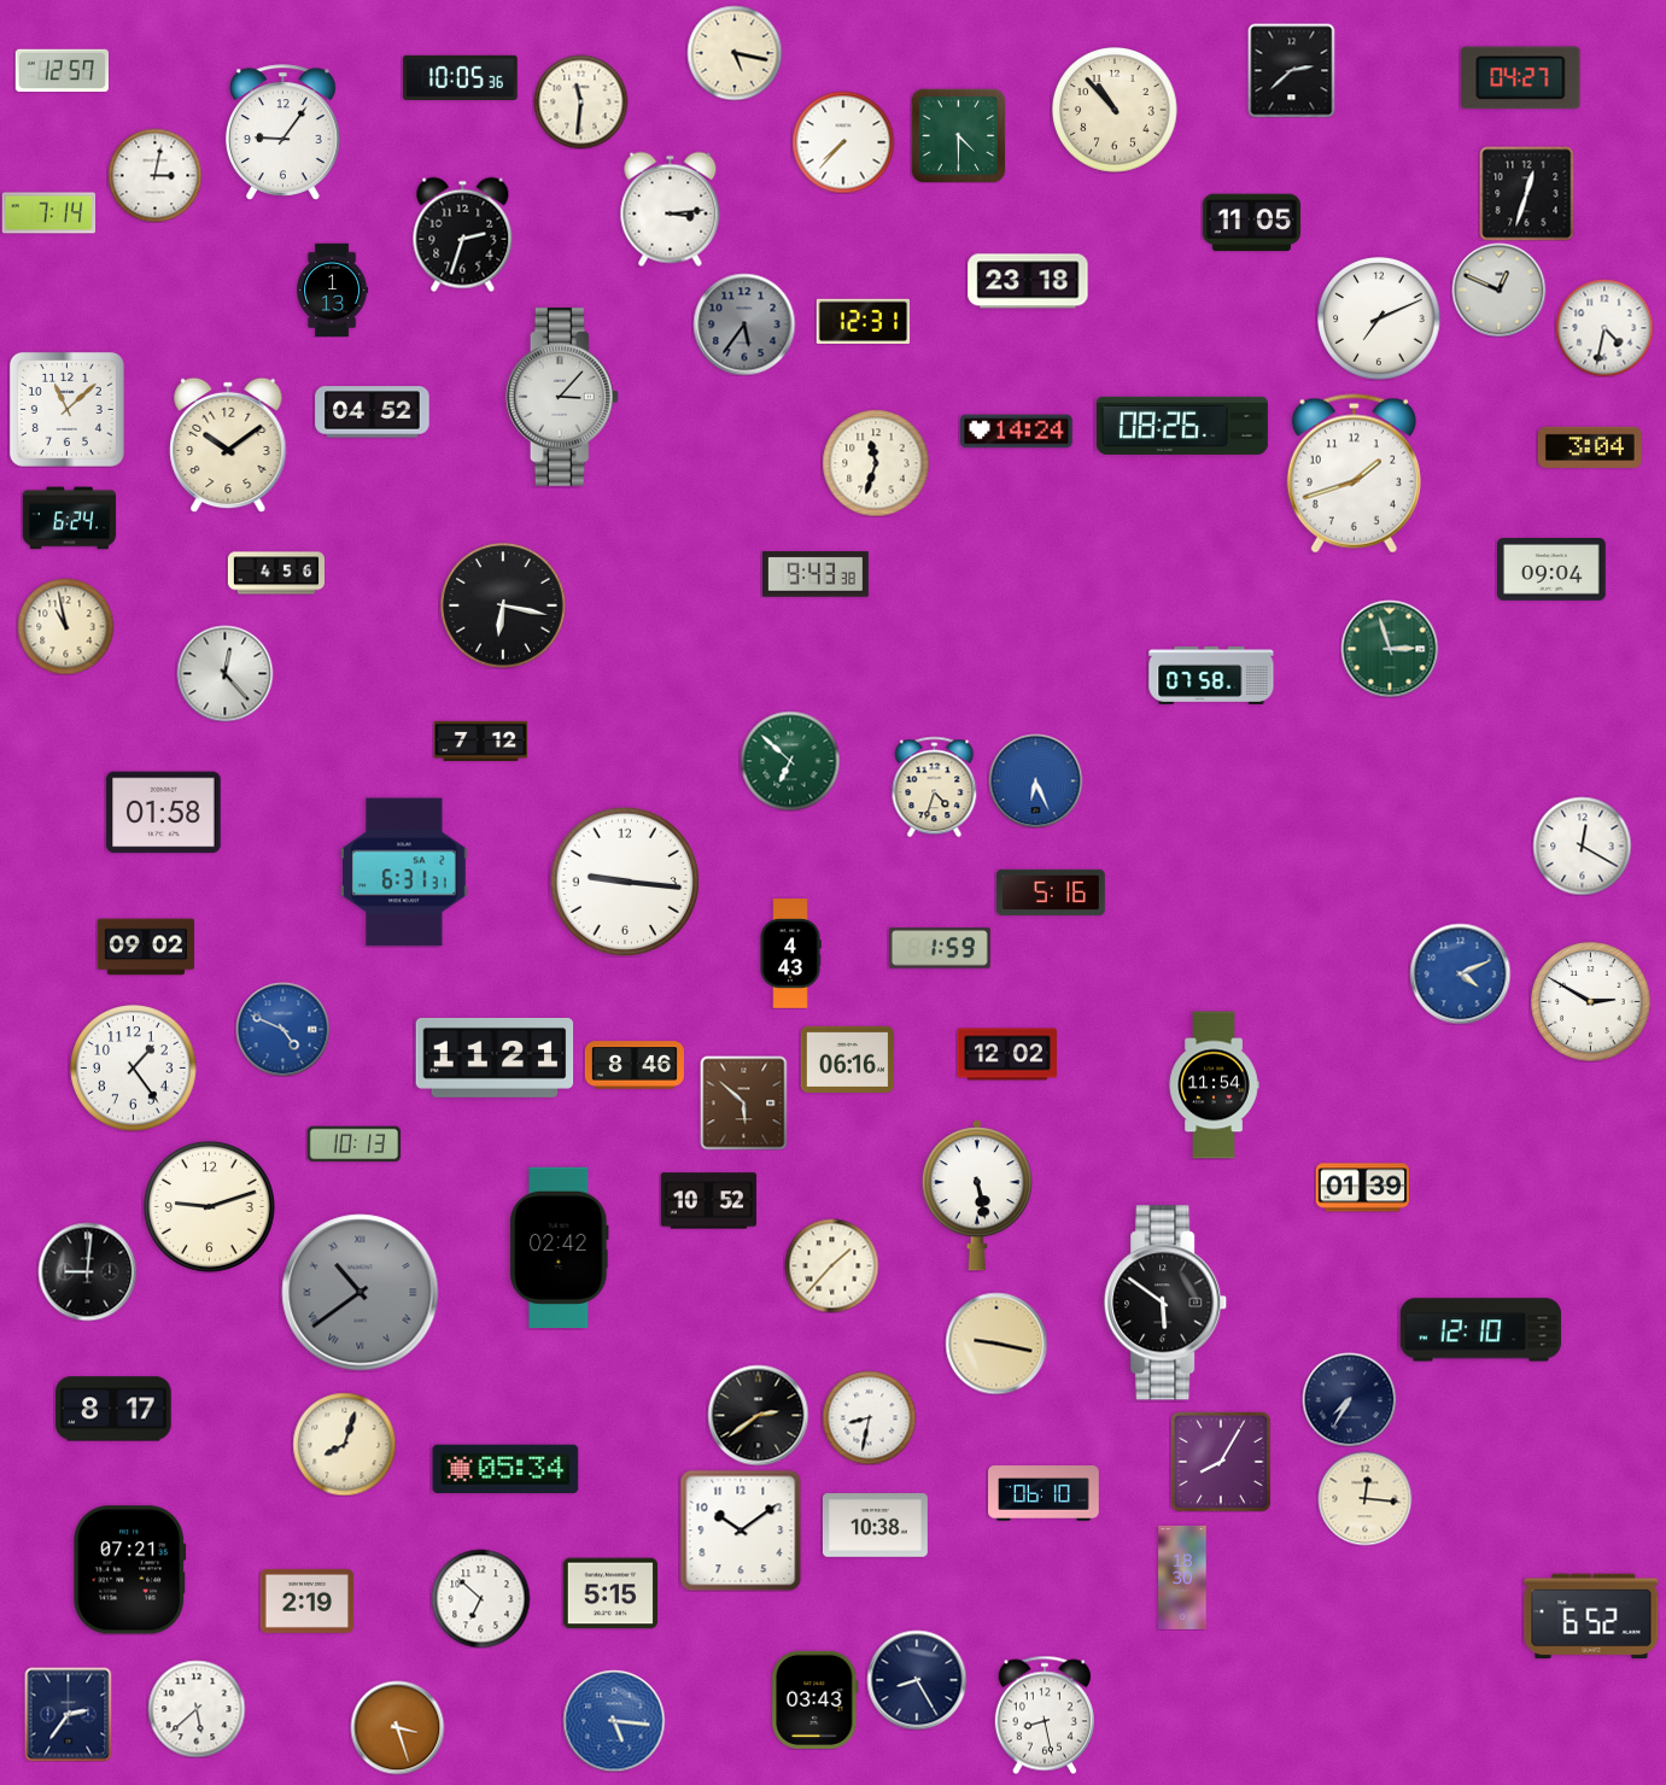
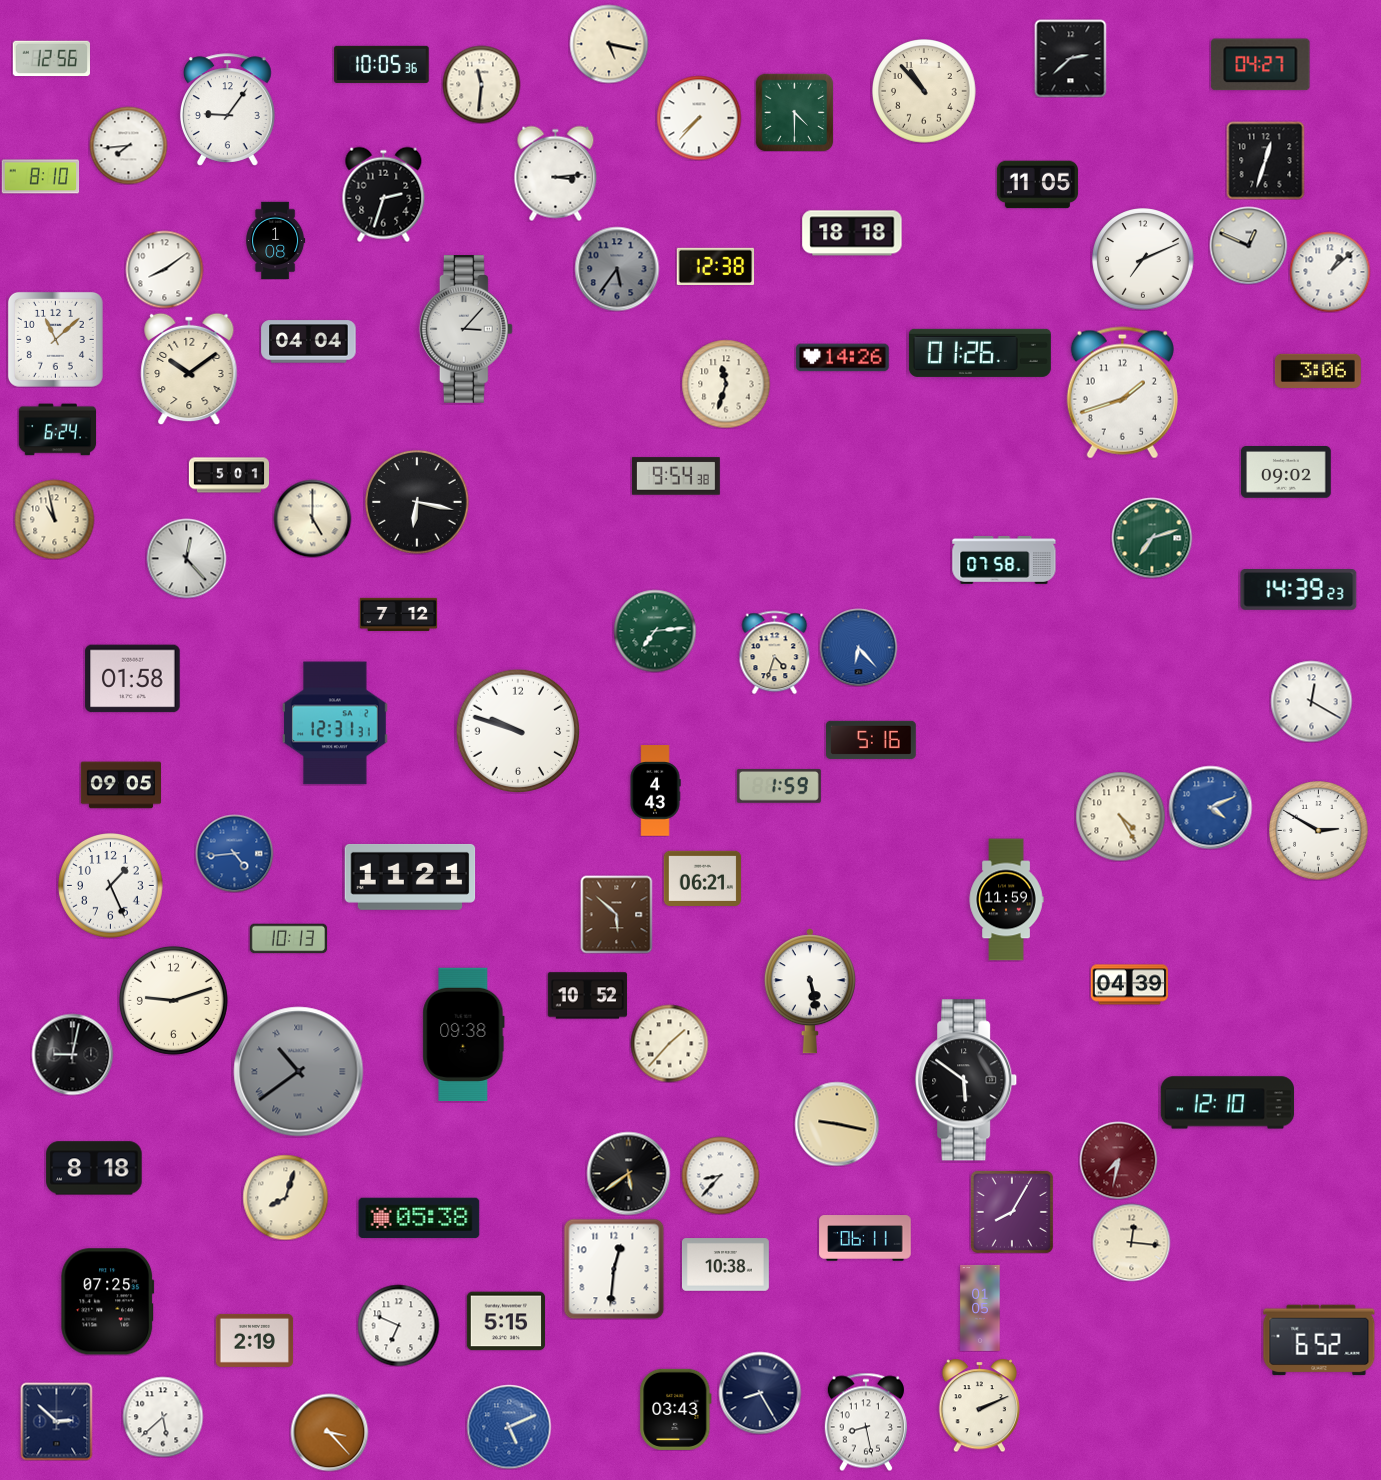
clock at (62, 71): 12:57 -> 12:56
clock at (282, 133) position: (282, 133) -> (227, 110)
clock at (154, 175): 3:02 -> 7:44
clock at (48, 213): 7:14 -> 8:10
clock at (1028, 281): 23:18 -> 18:18
clock at (333, 289): 1:13 -> 1:08
clock at (1498, 289) position: (1498, 289) -> (1248, 245)
clock at (1379, 318) position: (1379, 318) -> (1143, 259)
clock at (863, 321): 12:31 -> 12:38
clock at (164, 269): none -> 8:09
clock at (1604, 328): 4:32 -> 1:08
clock at (373, 412): 04:52 -> 04:04
clock at (1182, 426): 08:26 -> 01:26
clock at (1017, 432): 14:24 -> 14:26
clock at (1590, 447): 3:04 -> 3:06
clock at (1553, 570): 09:04 -> 09:02
clock at (275, 573): 4:56 -> 5:01
clock at (816, 574): 9:43 -> 9:54
clock at (312, 518): none -> 5:00
clock at (1390, 649): 2:57 -> 7:12
clock at (1299, 590): none -> 14:39
clock at (790, 761): 6:52 -> 7:14
clock at (1035, 780): 6:26 -> 6:23
clock at (164, 813) position: (164, 813) -> (133, 679)
clock at (405, 872): 6:31 -> 12:31
clock at (624, 880): 9:16 -> 9:48
clock at (145, 947): 09:02 -> 09:05
clock at (1120, 816): none -> 4:25
clock at (282, 1029): 4:49 -> 4:44
clock at (1007, 1054): 12:02 -> none
clock at (847, 1059): 06:16 -> 06:21
clock at (635, 1065): 8:46 -> none
clock at (134, 1069): 1:24 -> 1:26
clock at (1214, 1085): 11:54 -> 11:59
clock at (353, 1145) position: (353, 1145) -> (288, 939)
clock at (1362, 1188): 01:39 -> 04:39
clock at (560, 1247): 02:42 -> 09:38
clock at (831, 1265) position: (831, 1265) -> (669, 1043)
clock at (87, 1271): 9:01 -> 9:02
clock at (996, 1344) position: (996, 1344) -> (837, 1124)
clock at (1349, 1399): 7:35 -> 7:32
clock at (1349, 1399) dial: navy -> burgundy
clock at (113, 1409): 8:17 -> 8:18
clock at (758, 1415): 2:39 -> 5:39
clock at (869, 1417): 8:32 -> 8:37
clock at (505, 1469): 05:34 -> 05:38
clock at (1044, 1493): 06:10 -> 06:11
clock at (741, 1531): 10:09 -> 12:31
clock at (130, 1570): 07:21 -> 07:25
clock at (1182, 1578): 18:30 -> 01:05
clock at (480, 1598): 6:52 -> 6:49
clock at (306, 1600) position: (306, 1600) -> (254, 1340)
clock at (979, 1405): none -> 2:11
clock at (69, 1714): 2:36 -> 2:52
clock at (614, 1721): 5:16 -> 5:11
clock at (397, 1727): 3:27 -> 3:23
